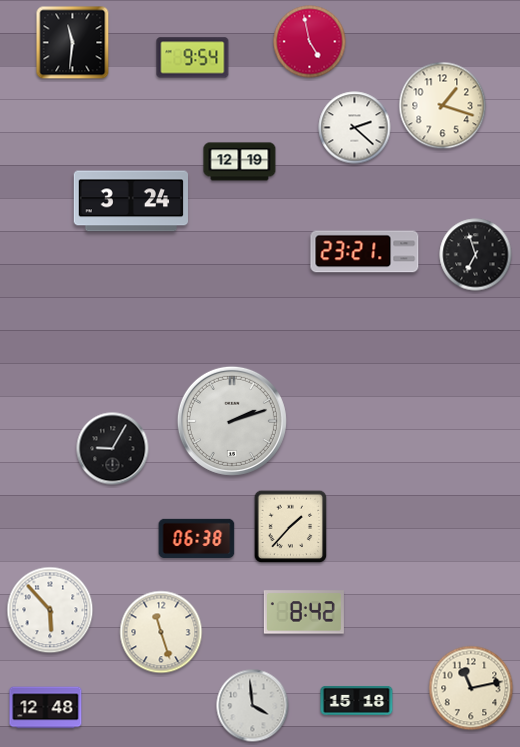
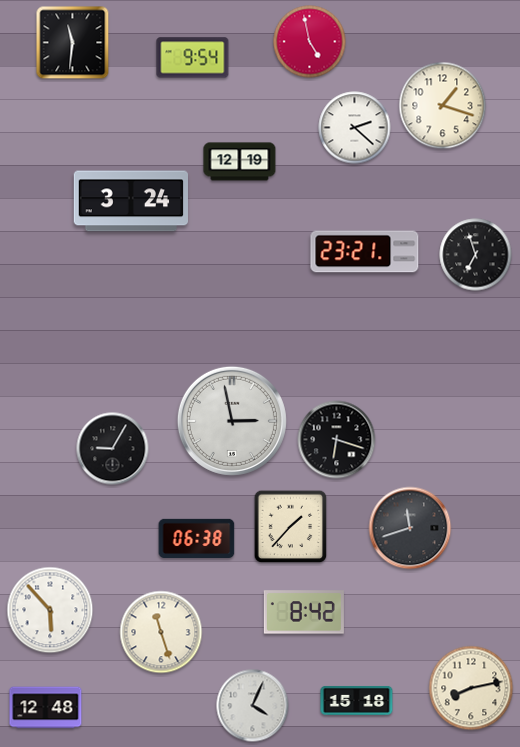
clock at (232, 421): 2:12 -> 2:58
clock at (337, 440): none -> 6:18
clock at (410, 528): none -> 11:42
clock at (471, 688): 11:13 -> 8:13
clock at (253, 706): 3:59 -> 4:04
